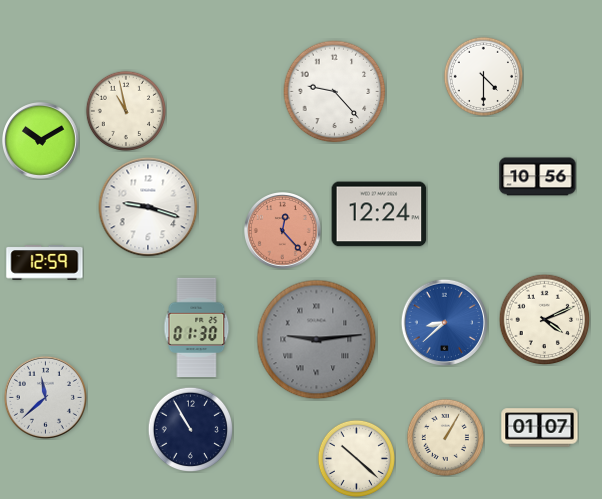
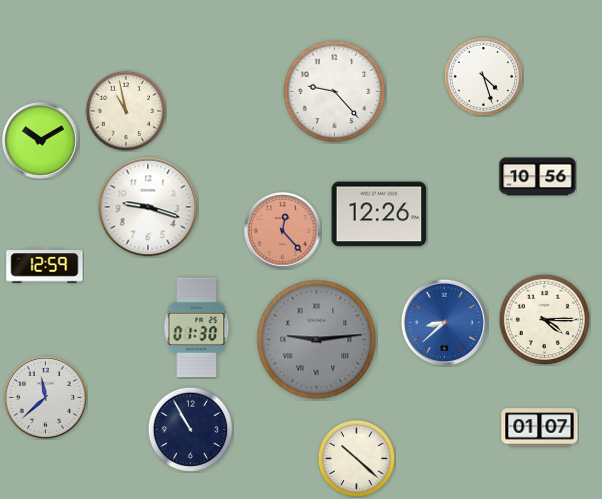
clock at (483, 76): 4:30 -> 4:27
clock at (379, 214): 12:24 -> 12:26
clock at (45, 263) position: (45, 263) -> (45, 266)
clock at (544, 319): 4:11 -> 4:15
clock at (445, 437): 1:05 -> none
